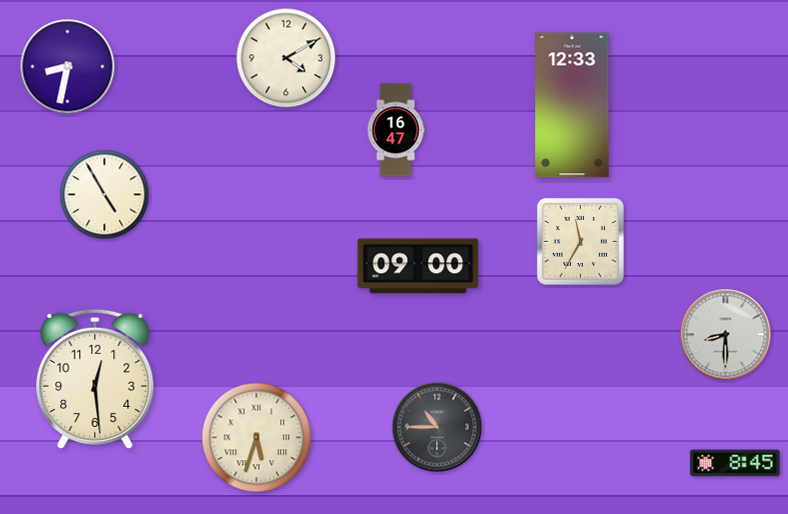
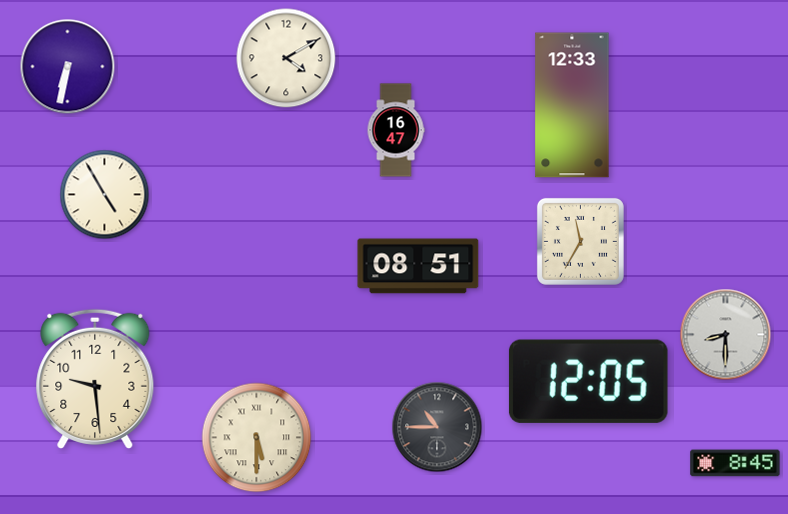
clock at (68, 67): 8:32 -> 6:32
clock at (418, 266): 09:00 -> 08:51
clock at (95, 378): 12:29 -> 9:29
clock at (588, 381): none -> 12:05
clock at (257, 438): 5:33 -> 5:30
